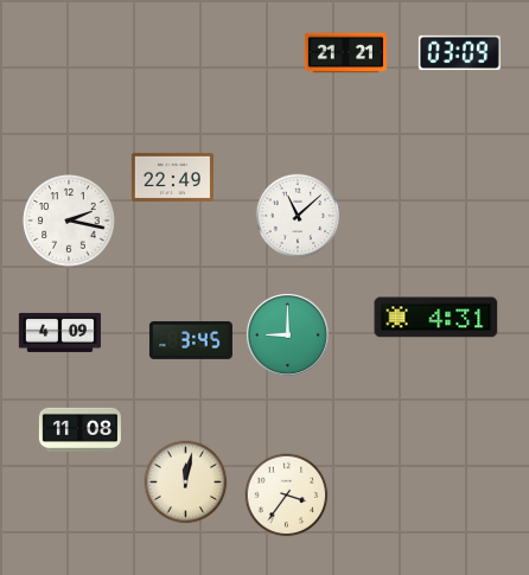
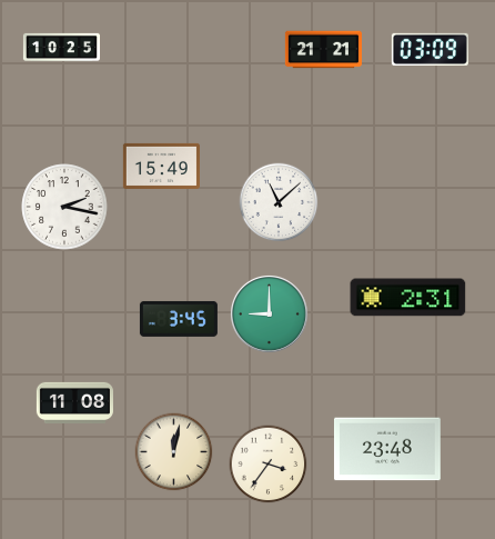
clock at (61, 47): none -> 10:25
clock at (172, 177): 22:49 -> 15:49
clock at (436, 318): 4:31 -> 2:31
clock at (59, 332): 4:09 -> none
clock at (387, 449): none -> 23:48
